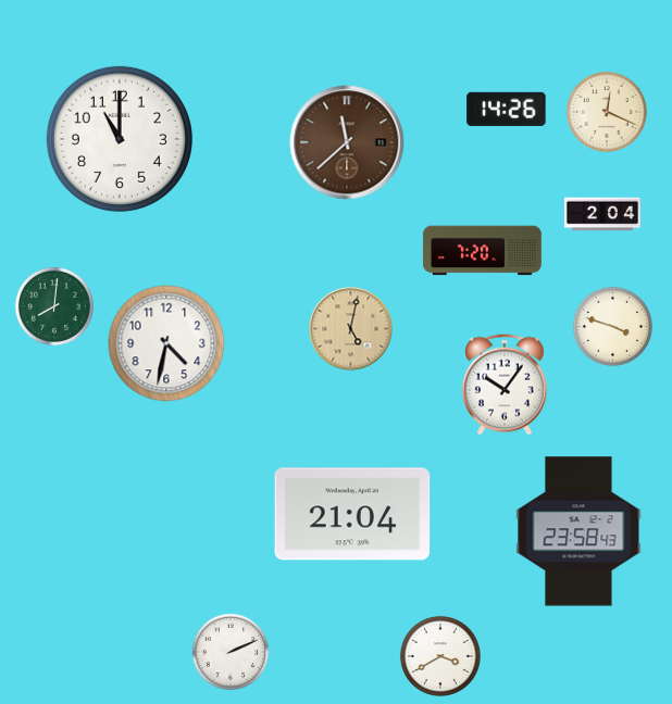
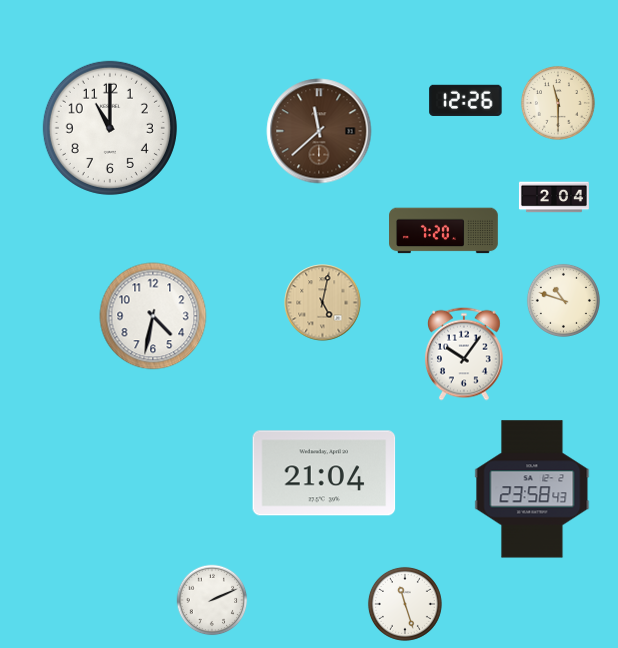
clock at (507, 109): 14:26 -> 12:26
clock at (607, 112): 12:19 -> 11:30
clock at (53, 305): 8:01 -> none
clock at (612, 326): 3:48 -> 10:48
clock at (440, 656): 3:40 -> 11:27
